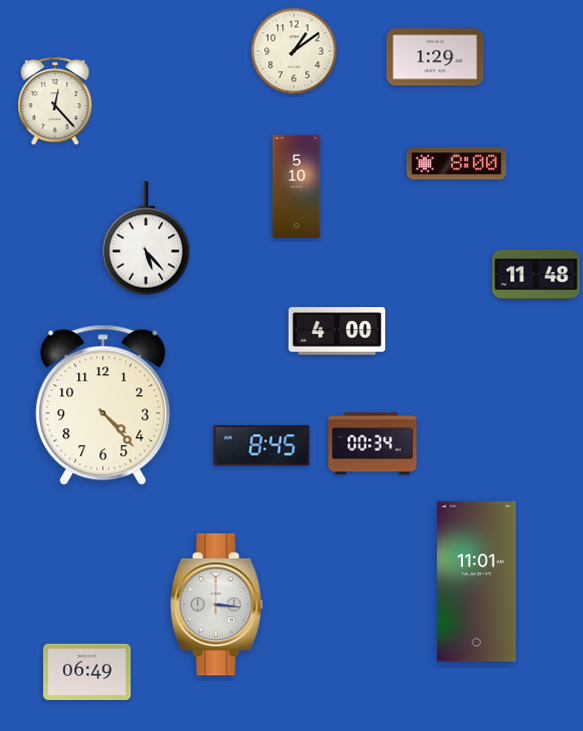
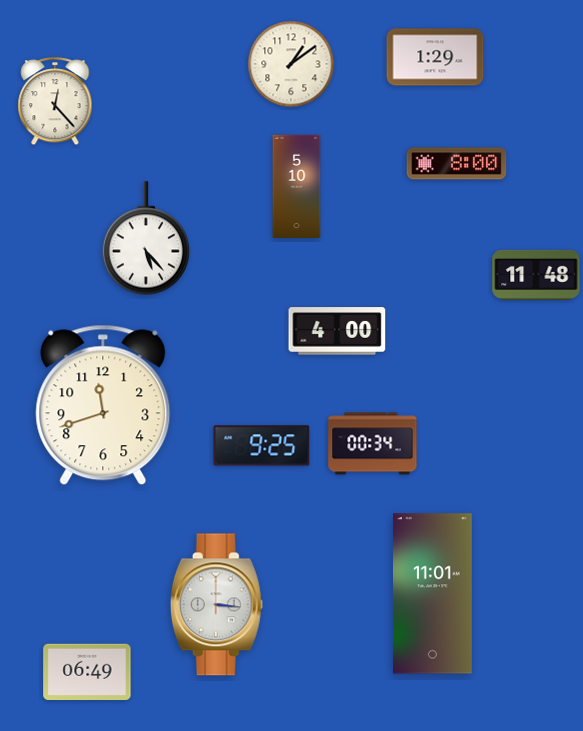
clock at (294, 51) position: (294, 51) -> (291, 64)
clock at (103, 405): 4:23 -> 11:42
clock at (262, 446): 8:45 -> 9:25
clock at (476, 582) position: (476, 582) -> (432, 594)
